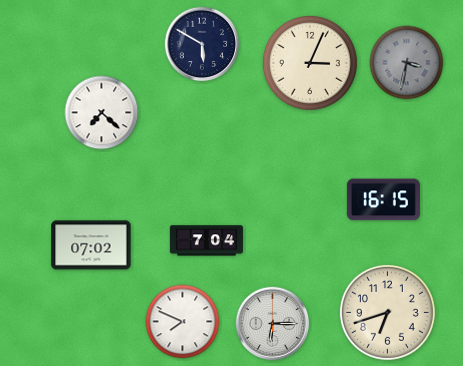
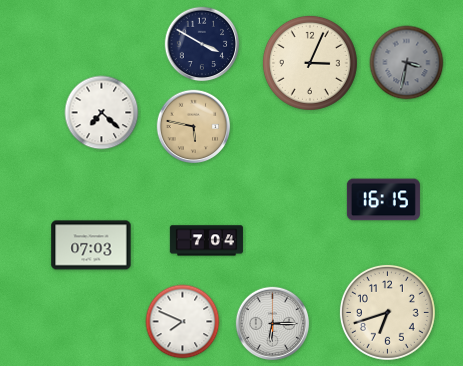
clock at (202, 44): 5:50 -> 3:50
clock at (194, 127): none -> 5:47
clock at (91, 245): 07:02 -> 07:03
